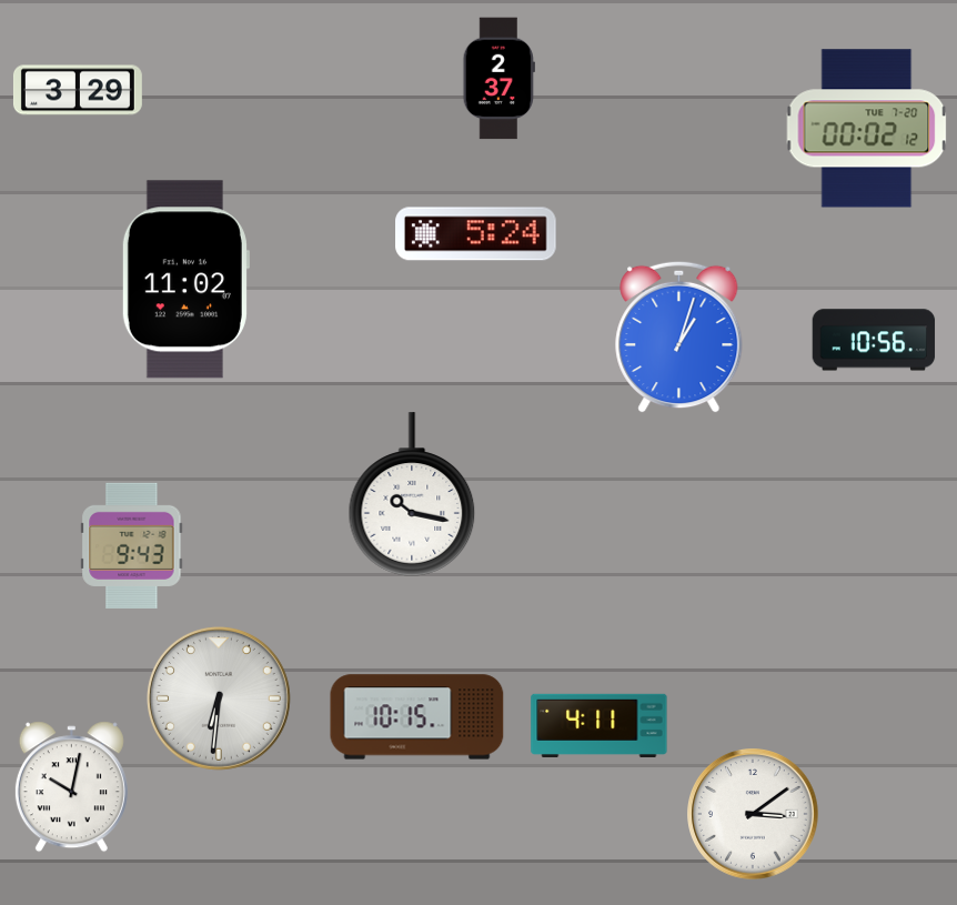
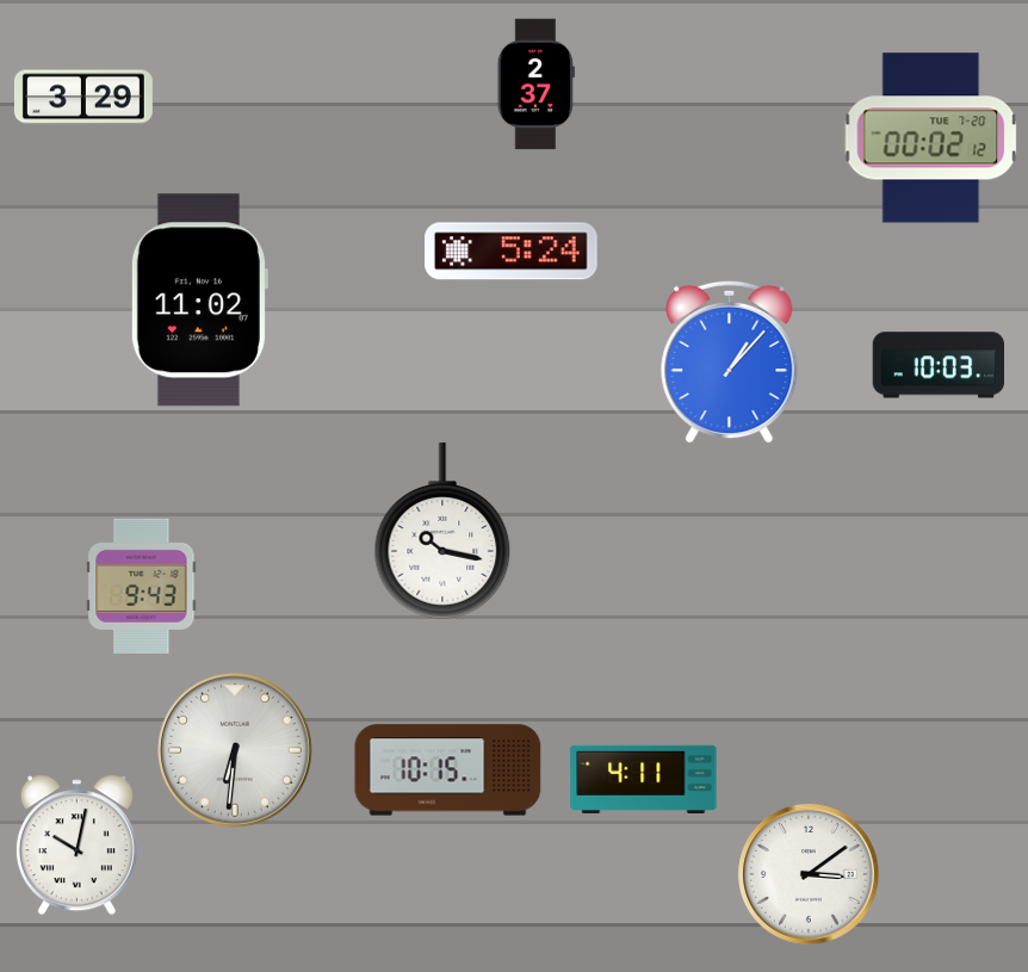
clock at (679, 336): 1:03 -> 1:07
clock at (874, 340): 10:56 -> 10:03
